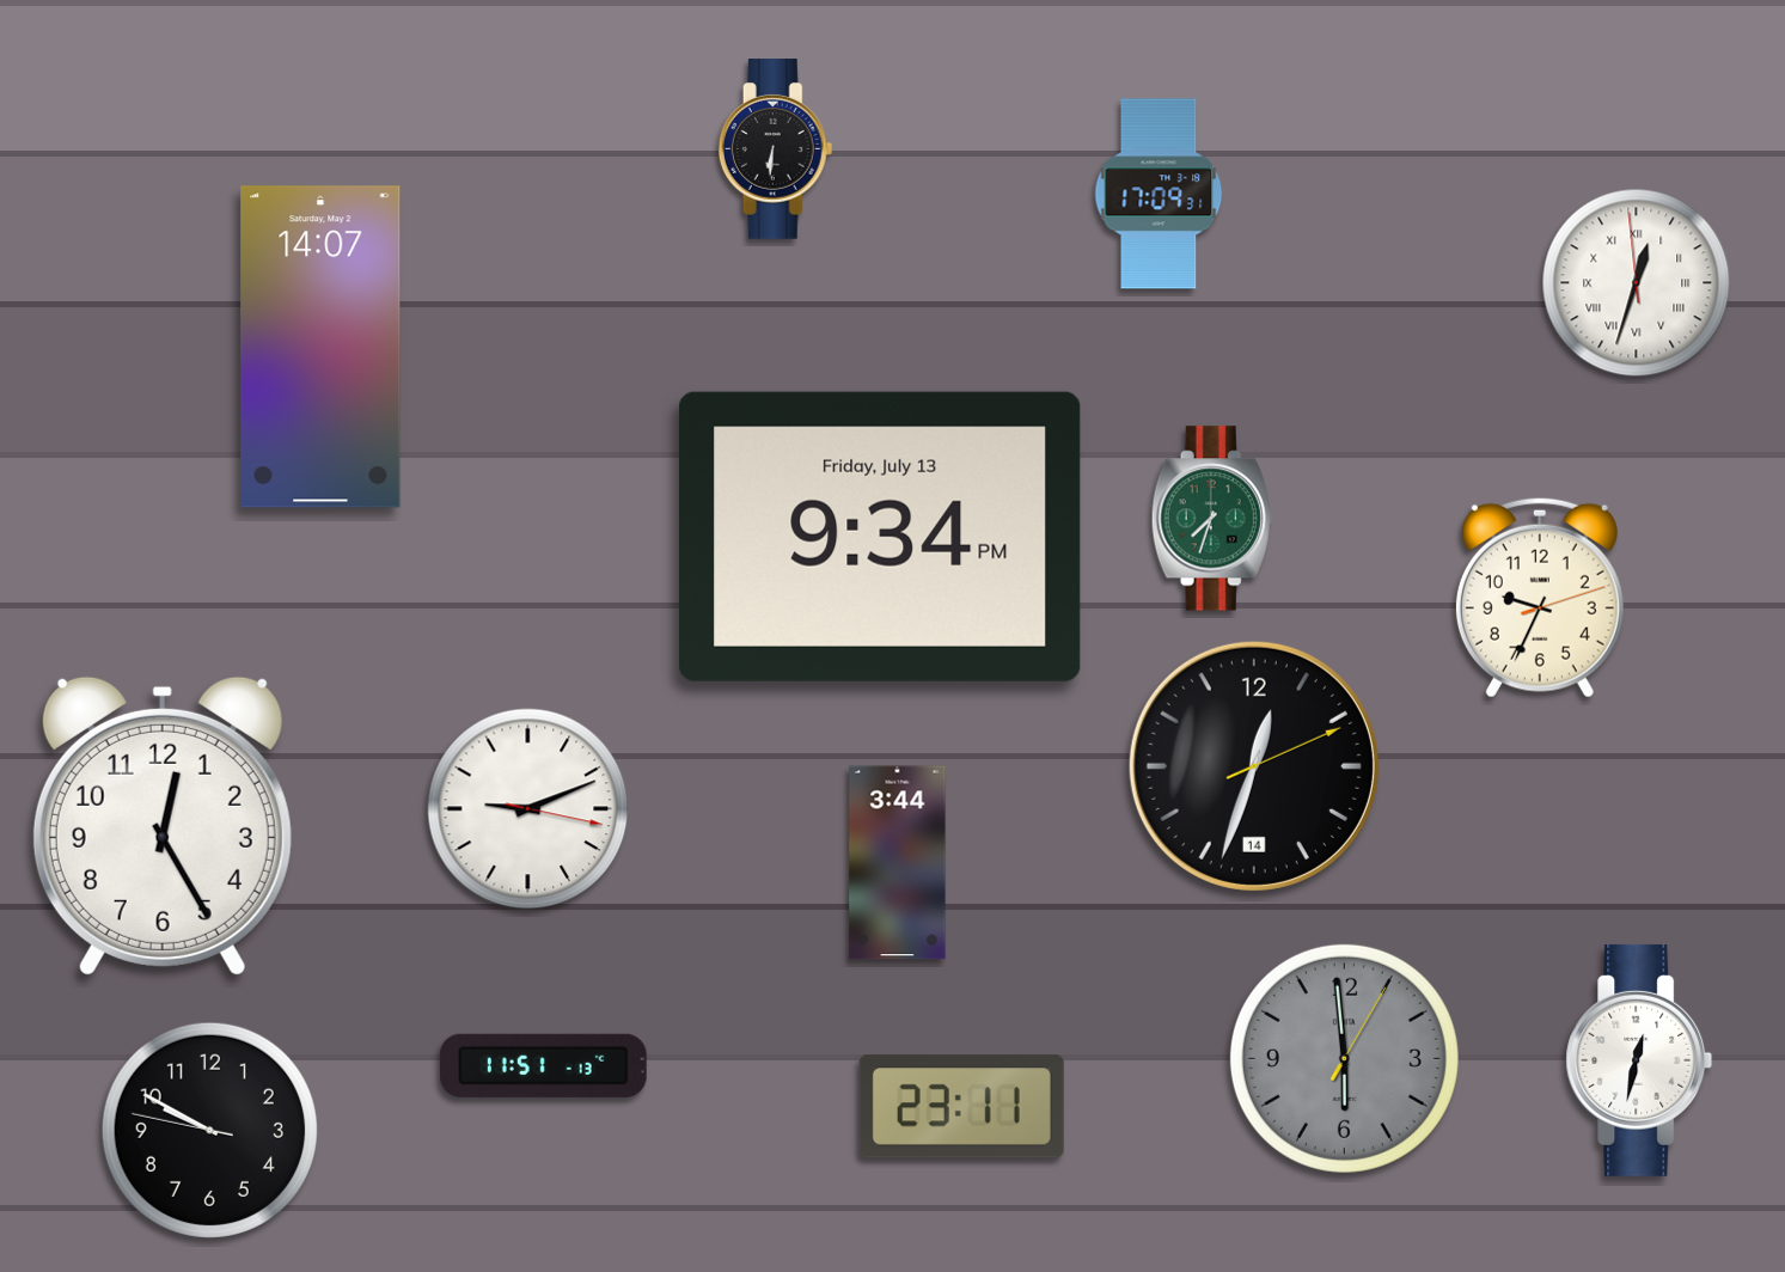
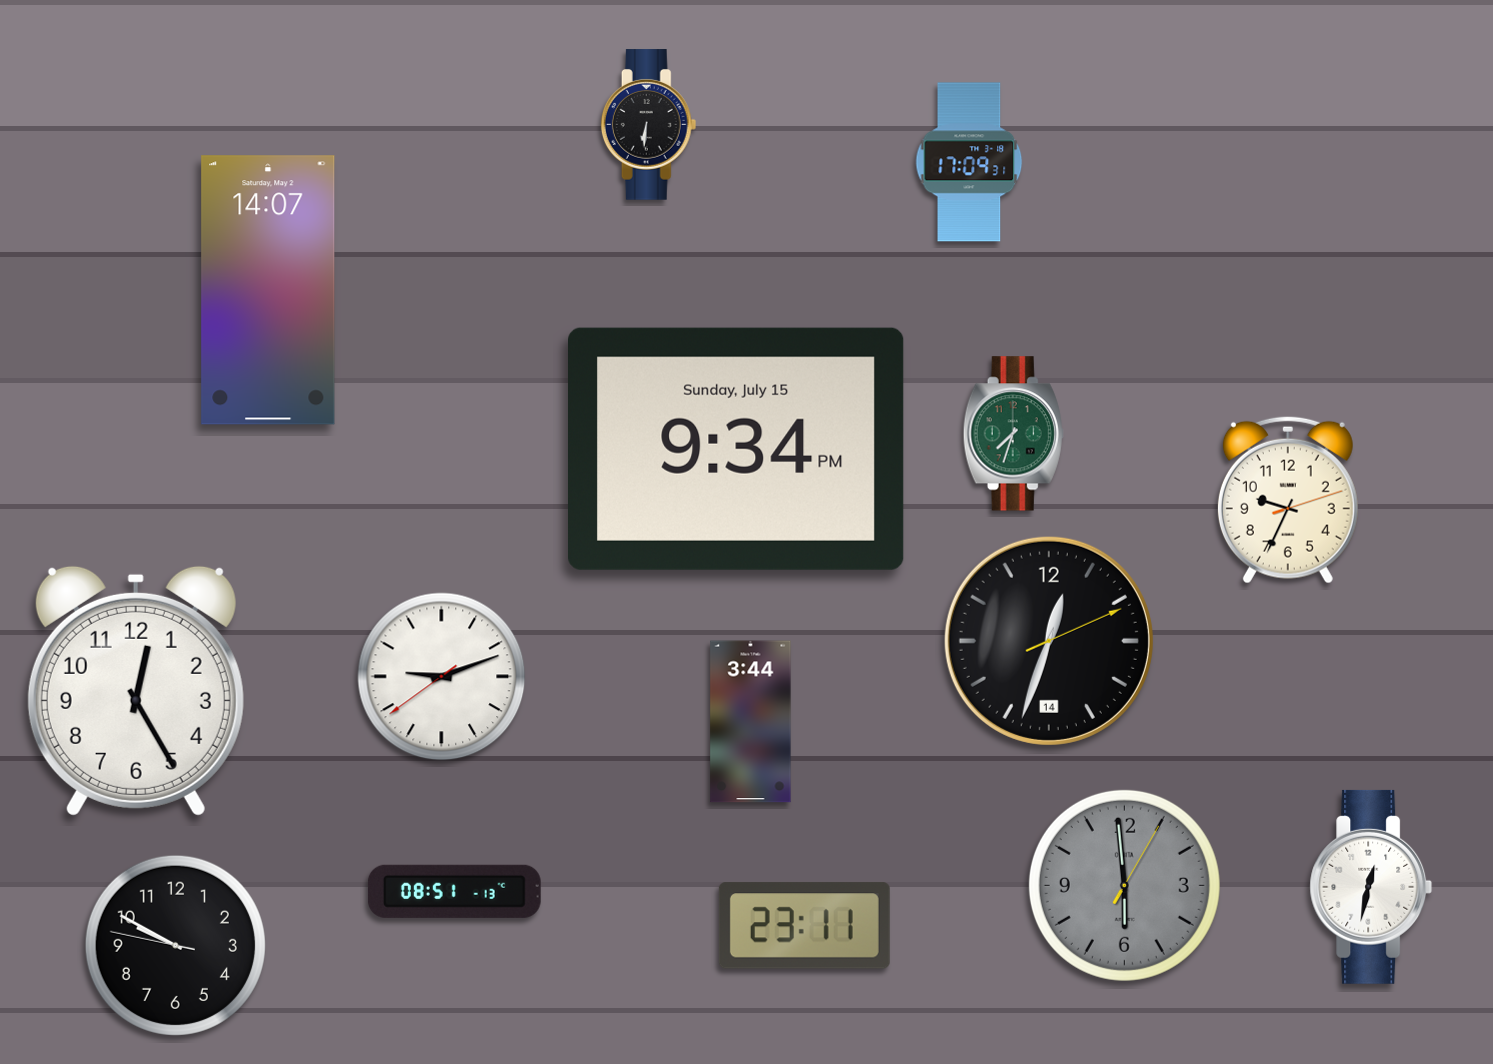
clock at (1637, 283): 12:32 -> none
clock at (881, 537) date: Friday, July 13 -> Sunday, July 15
clock at (528, 809): 9:11:17 -> 9:11:39
clock at (543, 1065): 11:51 -> 08:51
